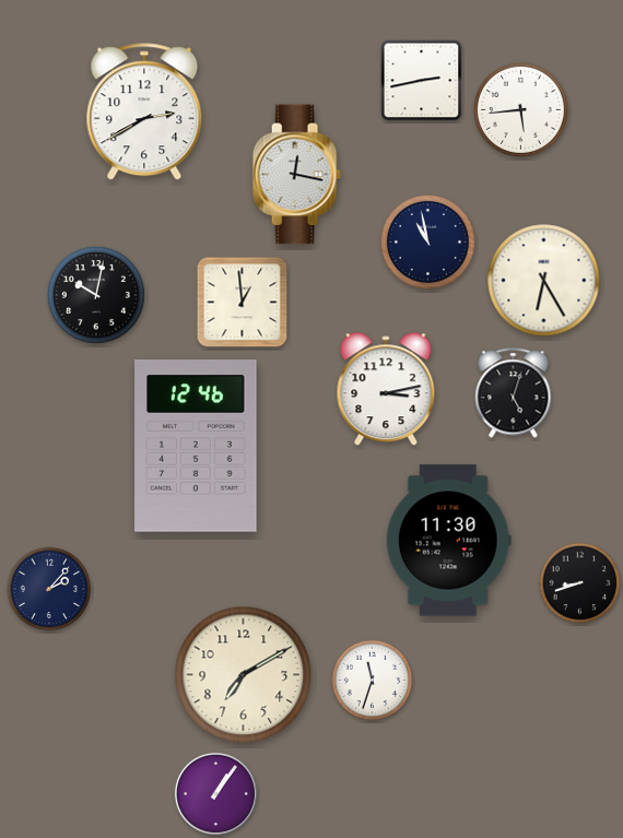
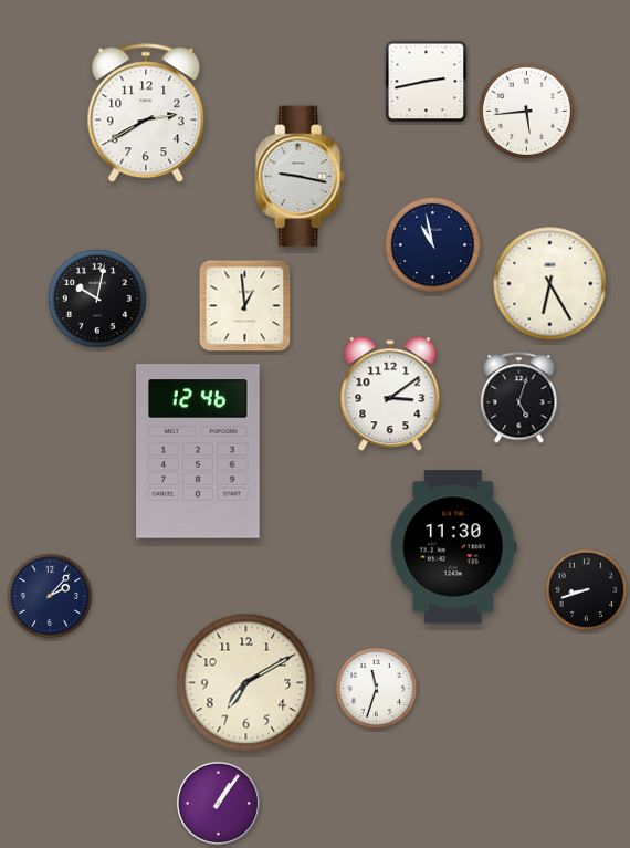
clock at (296, 175): 12:17 -> 9:17
clock at (386, 390): 3:13 -> 3:09
